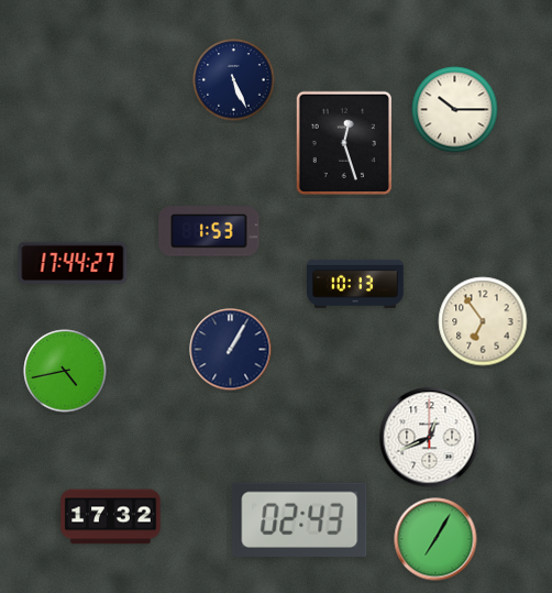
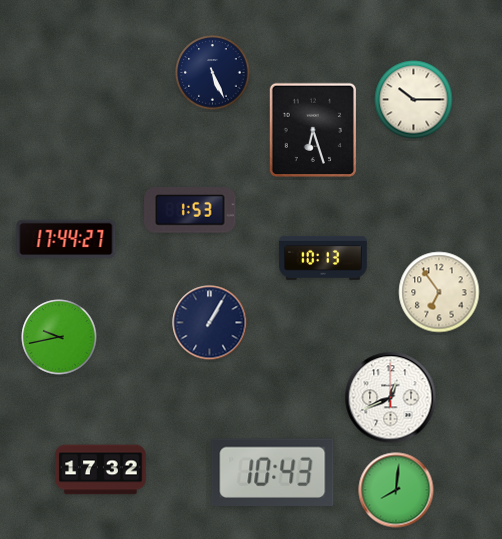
clock at (343, 143): 12:27 -> 6:27
clock at (231, 350) position: (231, 350) -> (210, 323)
clock at (65, 371): 4:43 -> 9:43
clock at (300, 520): 02:43 -> 10:43
clock at (435, 539): 7:05 -> 8:01
